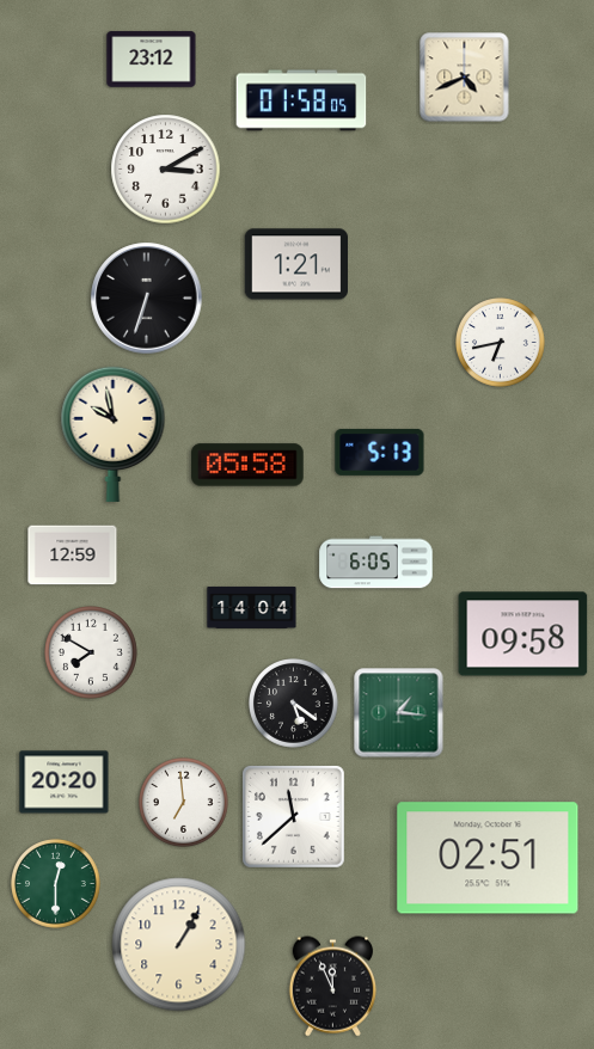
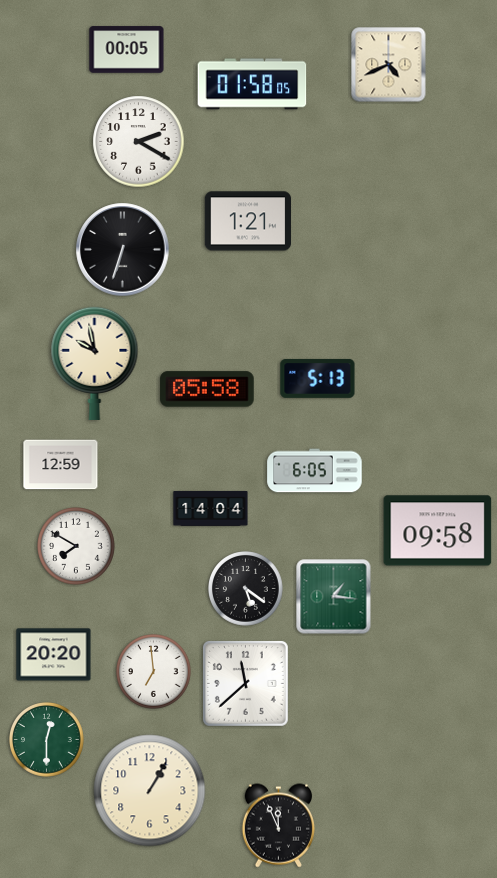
clock at (152, 60): 23:12 -> 00:05
clock at (166, 170): 3:10 -> 2:20
clock at (501, 343): 6:43 -> none
clock at (488, 858): 02:51 -> none
